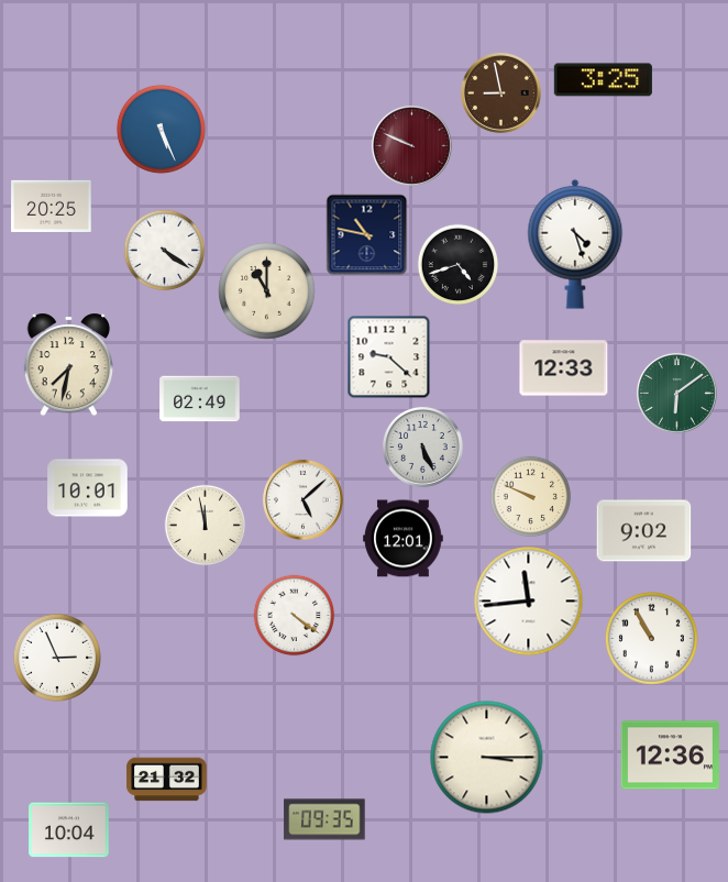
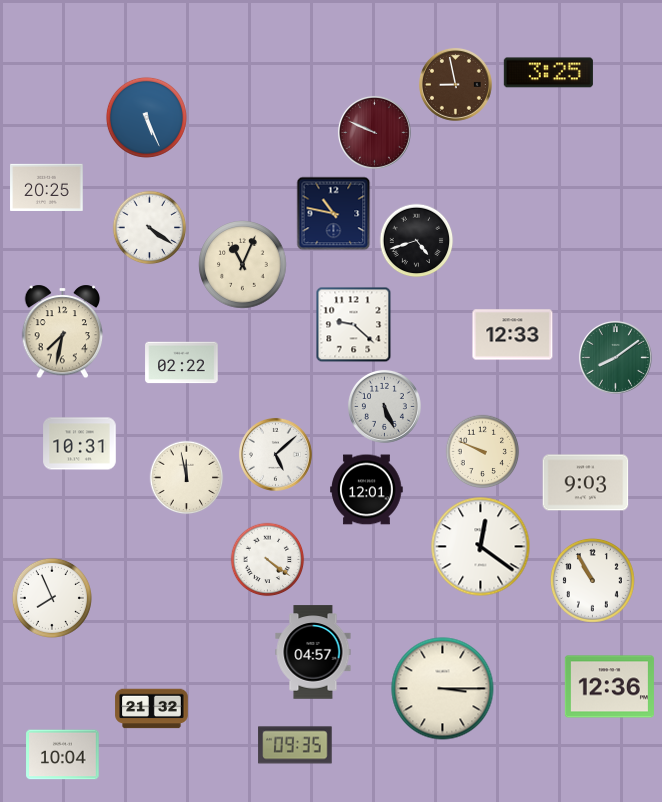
clock at (575, 244): 4:27 -> none
clock at (267, 291): 11:00 -> 11:04
clock at (676, 393): 6:09 -> 8:09
clock at (200, 399): 02:49 -> 02:22
clock at (88, 488): 10:01 -> 10:31
clock at (644, 531): 9:02 -> 9:03
clock at (529, 602): 11:44 -> 12:21
clock at (57, 658): 2:56 -> 7:56
clock at (313, 652): none -> 04:57
